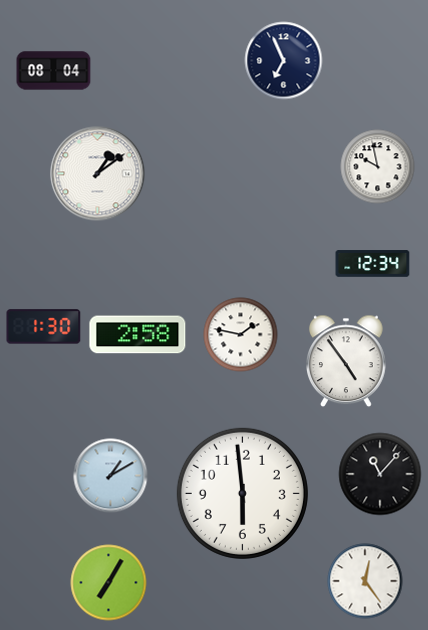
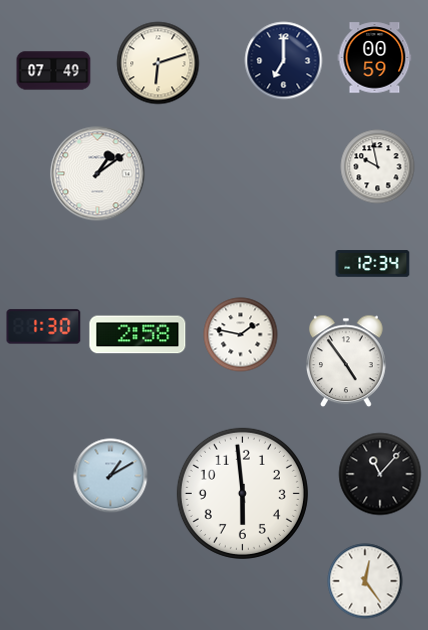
clock at (375, 58): none -> 00:59
clock at (284, 61): 6:56 -> 7:00
clock at (158, 63): none -> 6:12
clock at (54, 71): 08:04 -> 07:49
clock at (109, 583): 7:05 -> none
